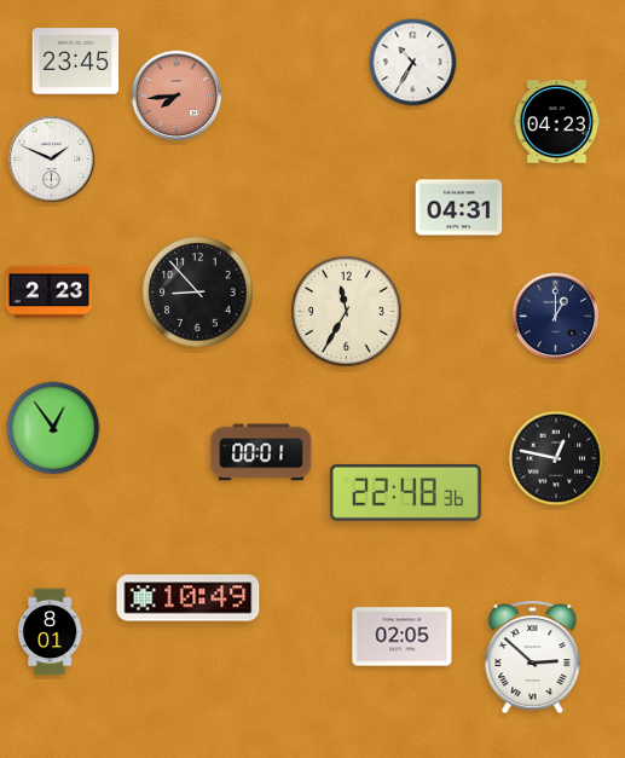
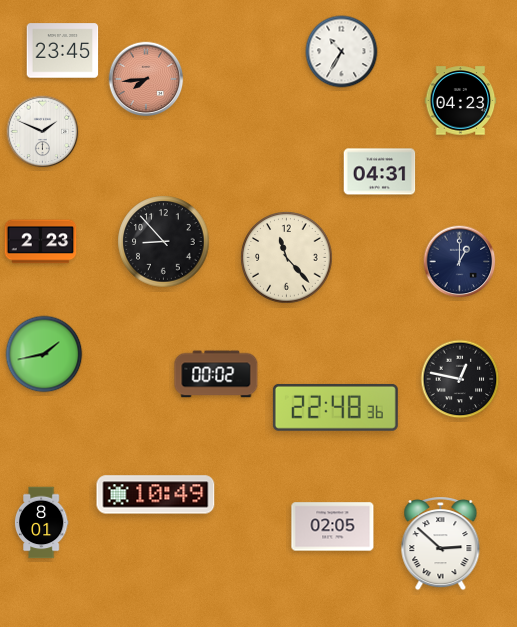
clock at (347, 312): 11:35 -> 11:23
clock at (53, 428): 12:54 -> 1:43
clock at (261, 452): 00:01 -> 00:02
